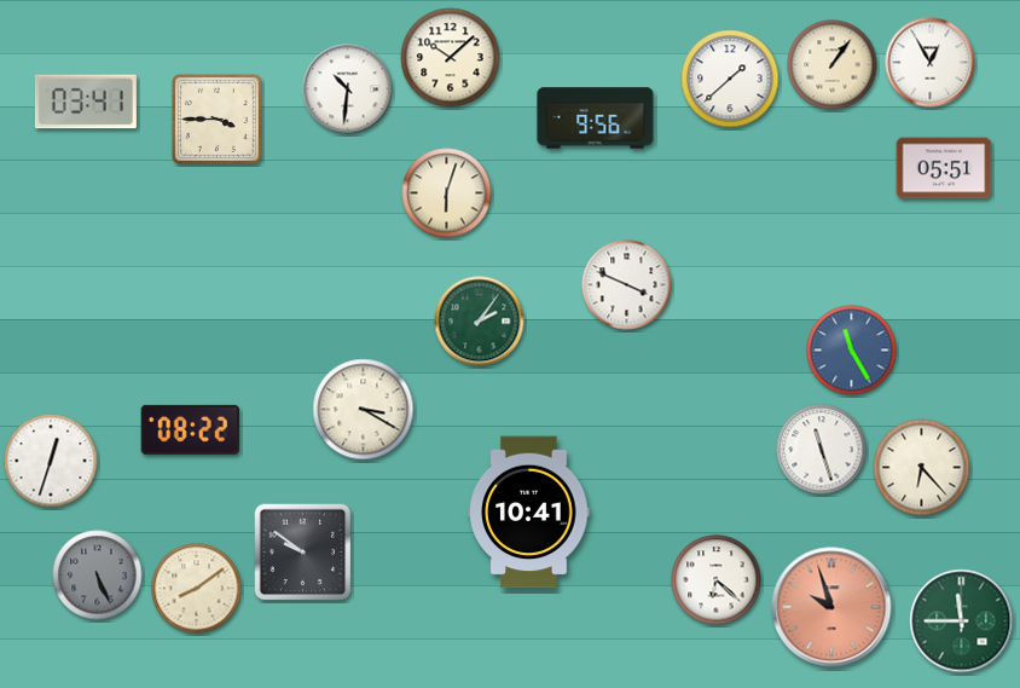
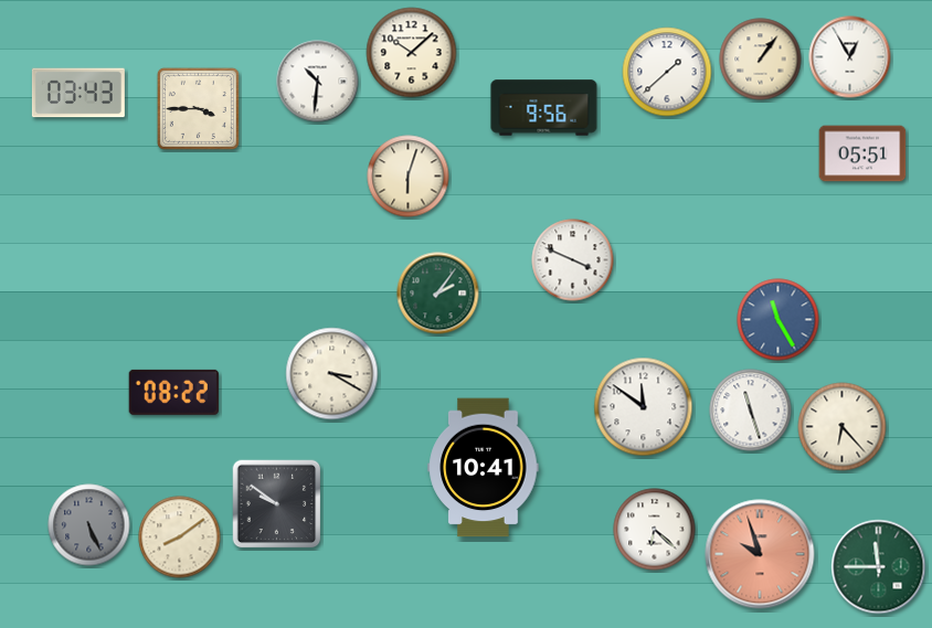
clock at (86, 102): 03:41 -> 03:43
clock at (644, 407): none -> 11:51
clock at (51, 461): 12:33 -> none
